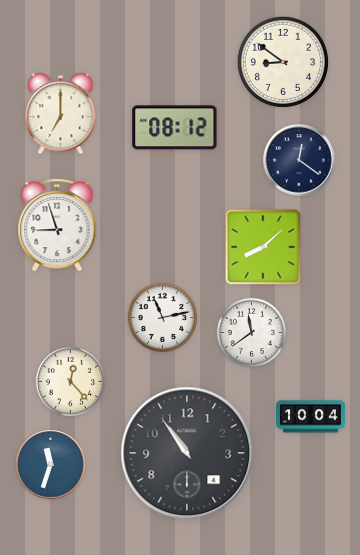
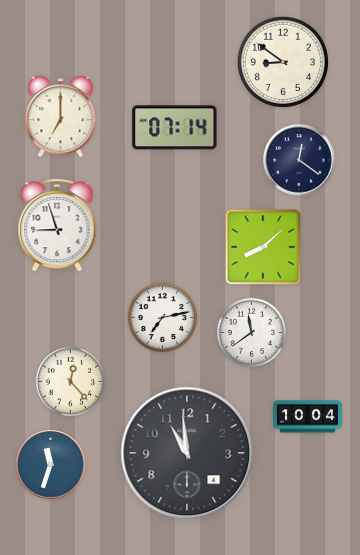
clock at (61, 114) position: (61, 114) -> (61, 117)
clock at (175, 128): 08:12 -> 07:14
clock at (163, 318): 11:13 -> 7:13
clock at (311, 417) position: (311, 417) -> (308, 417)
clock at (187, 453): 10:54 -> 10:59
